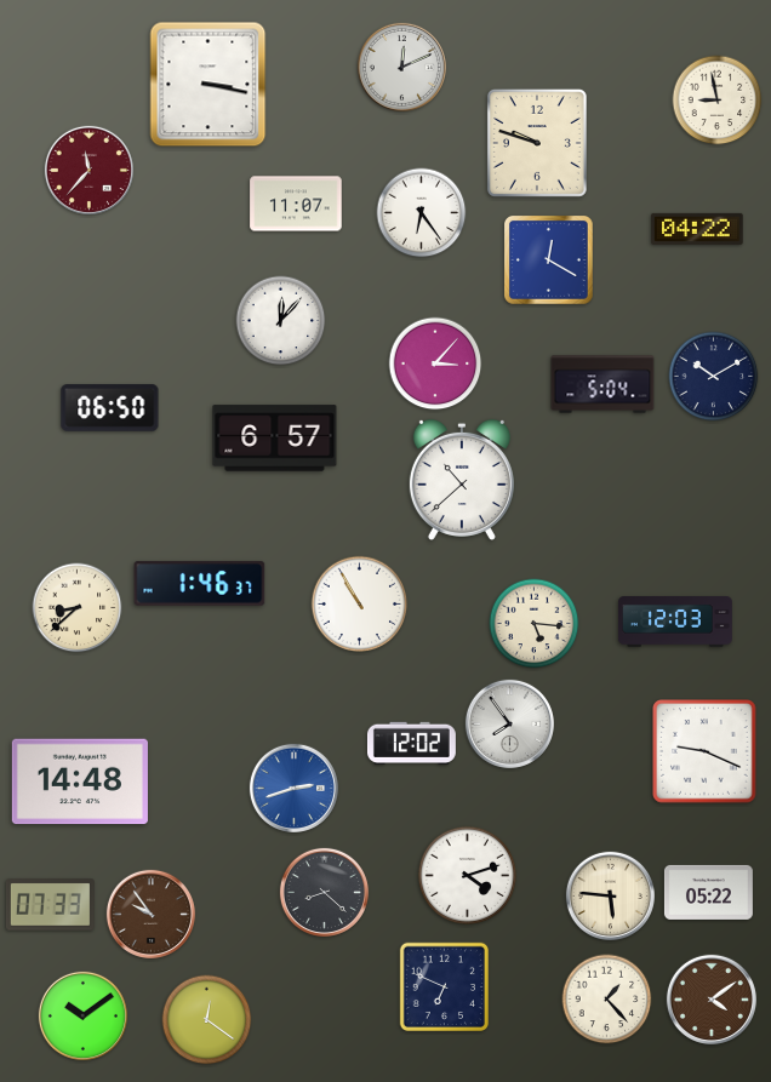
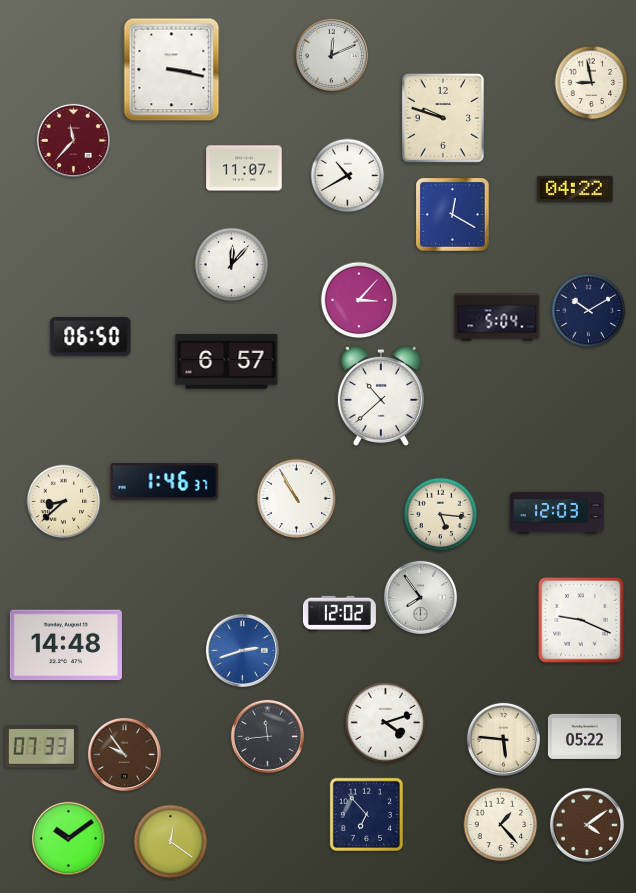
clock at (422, 213): 6:24 -> 10:40
clock at (324, 892): 8:22 -> 11:44
clock at (444, 986): 6:49 -> 6:53
